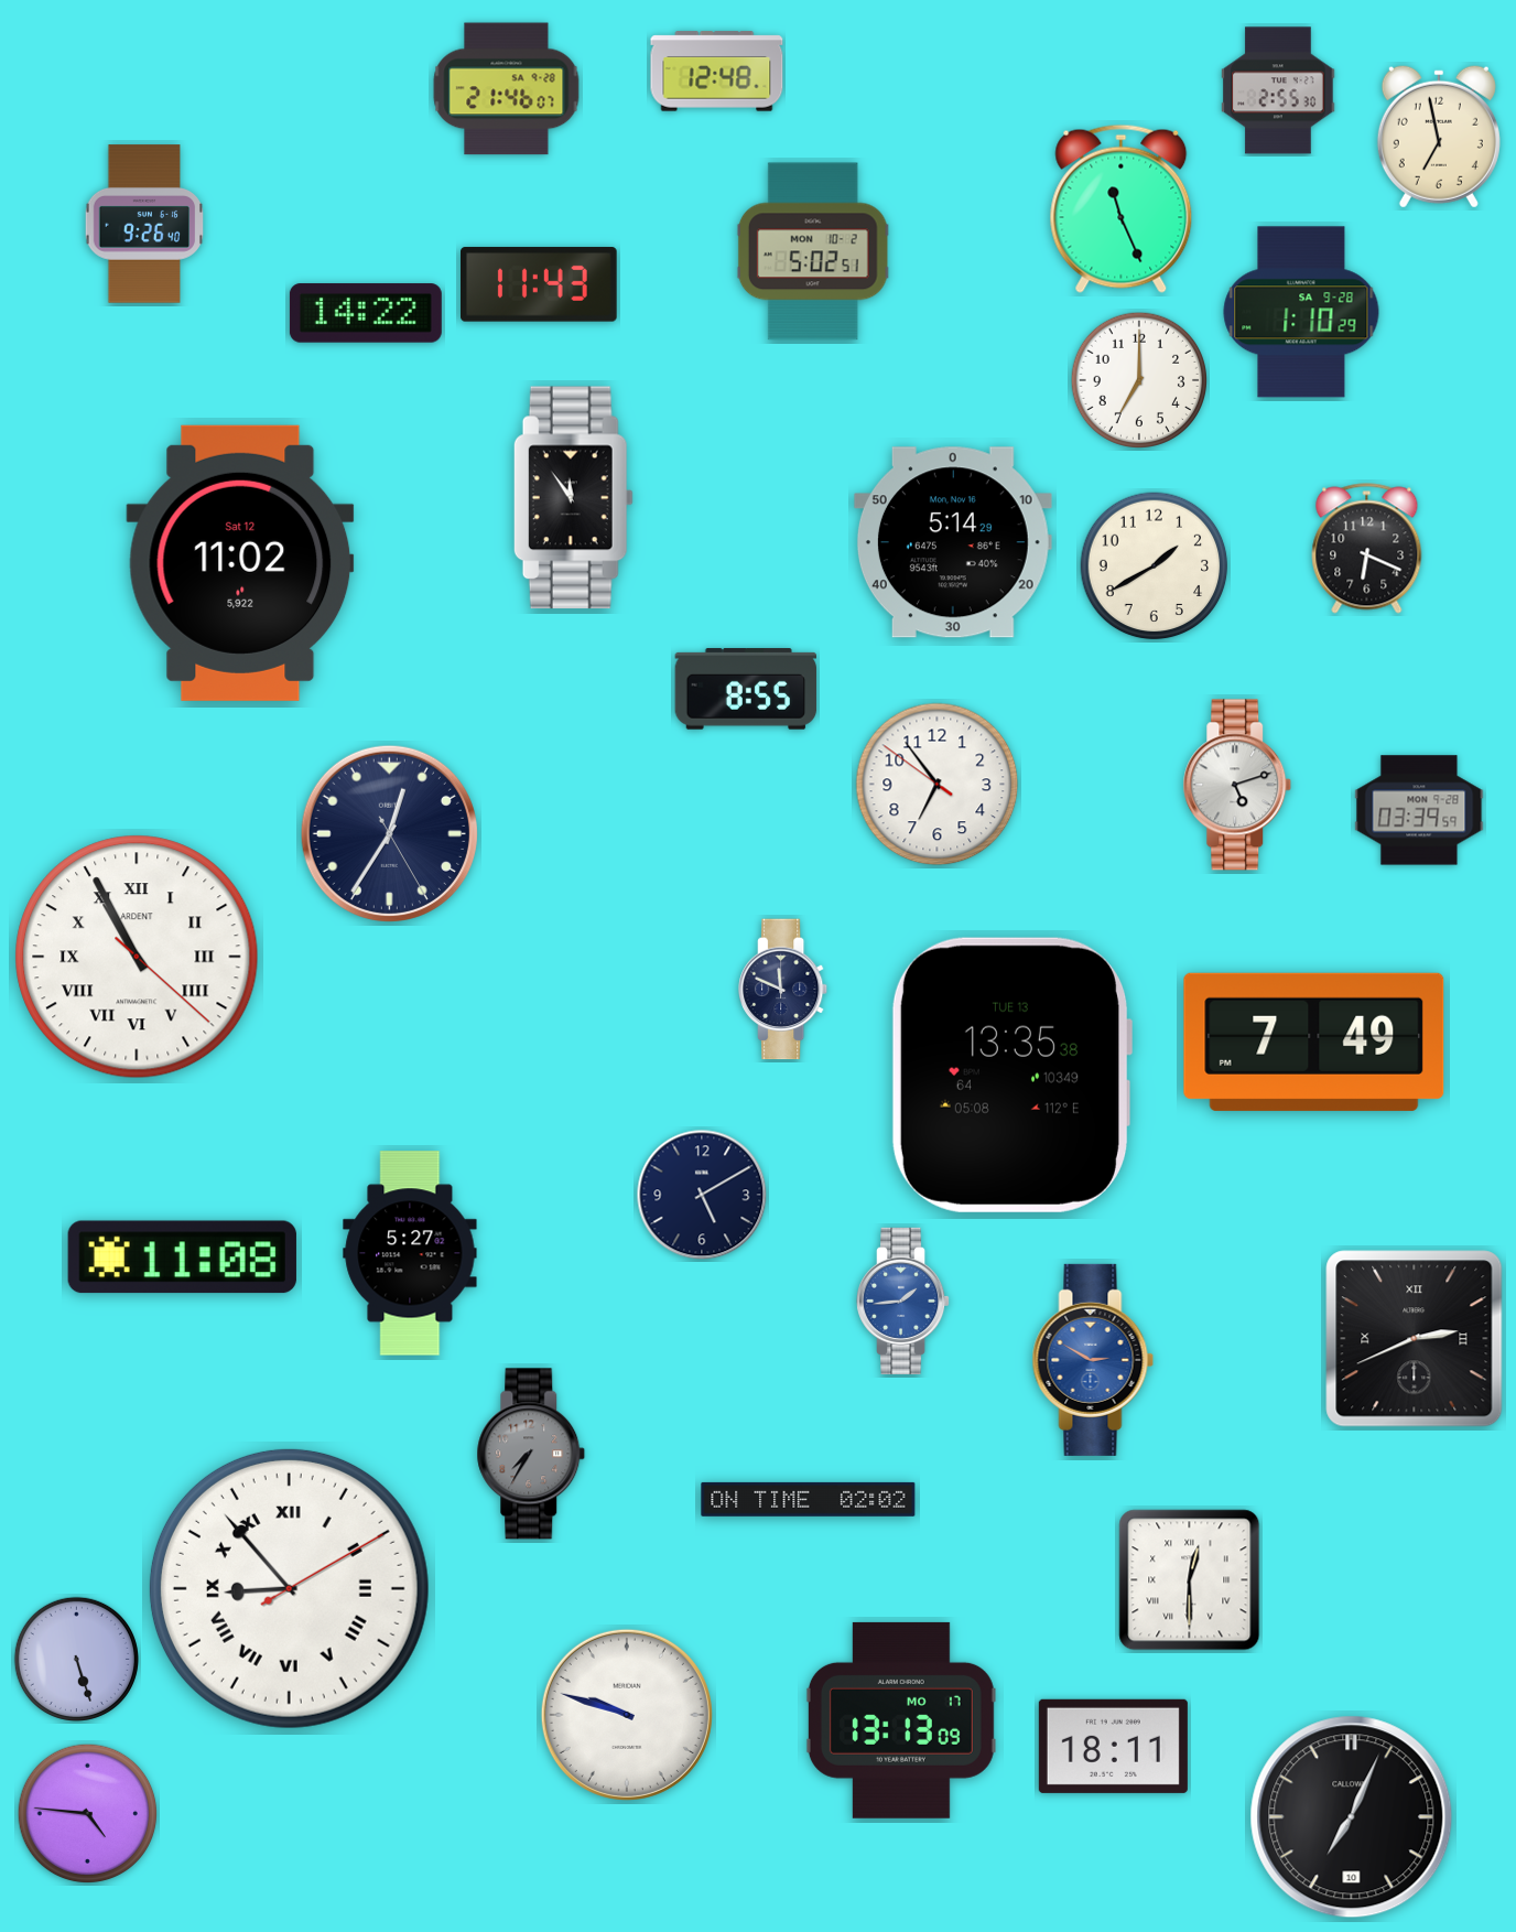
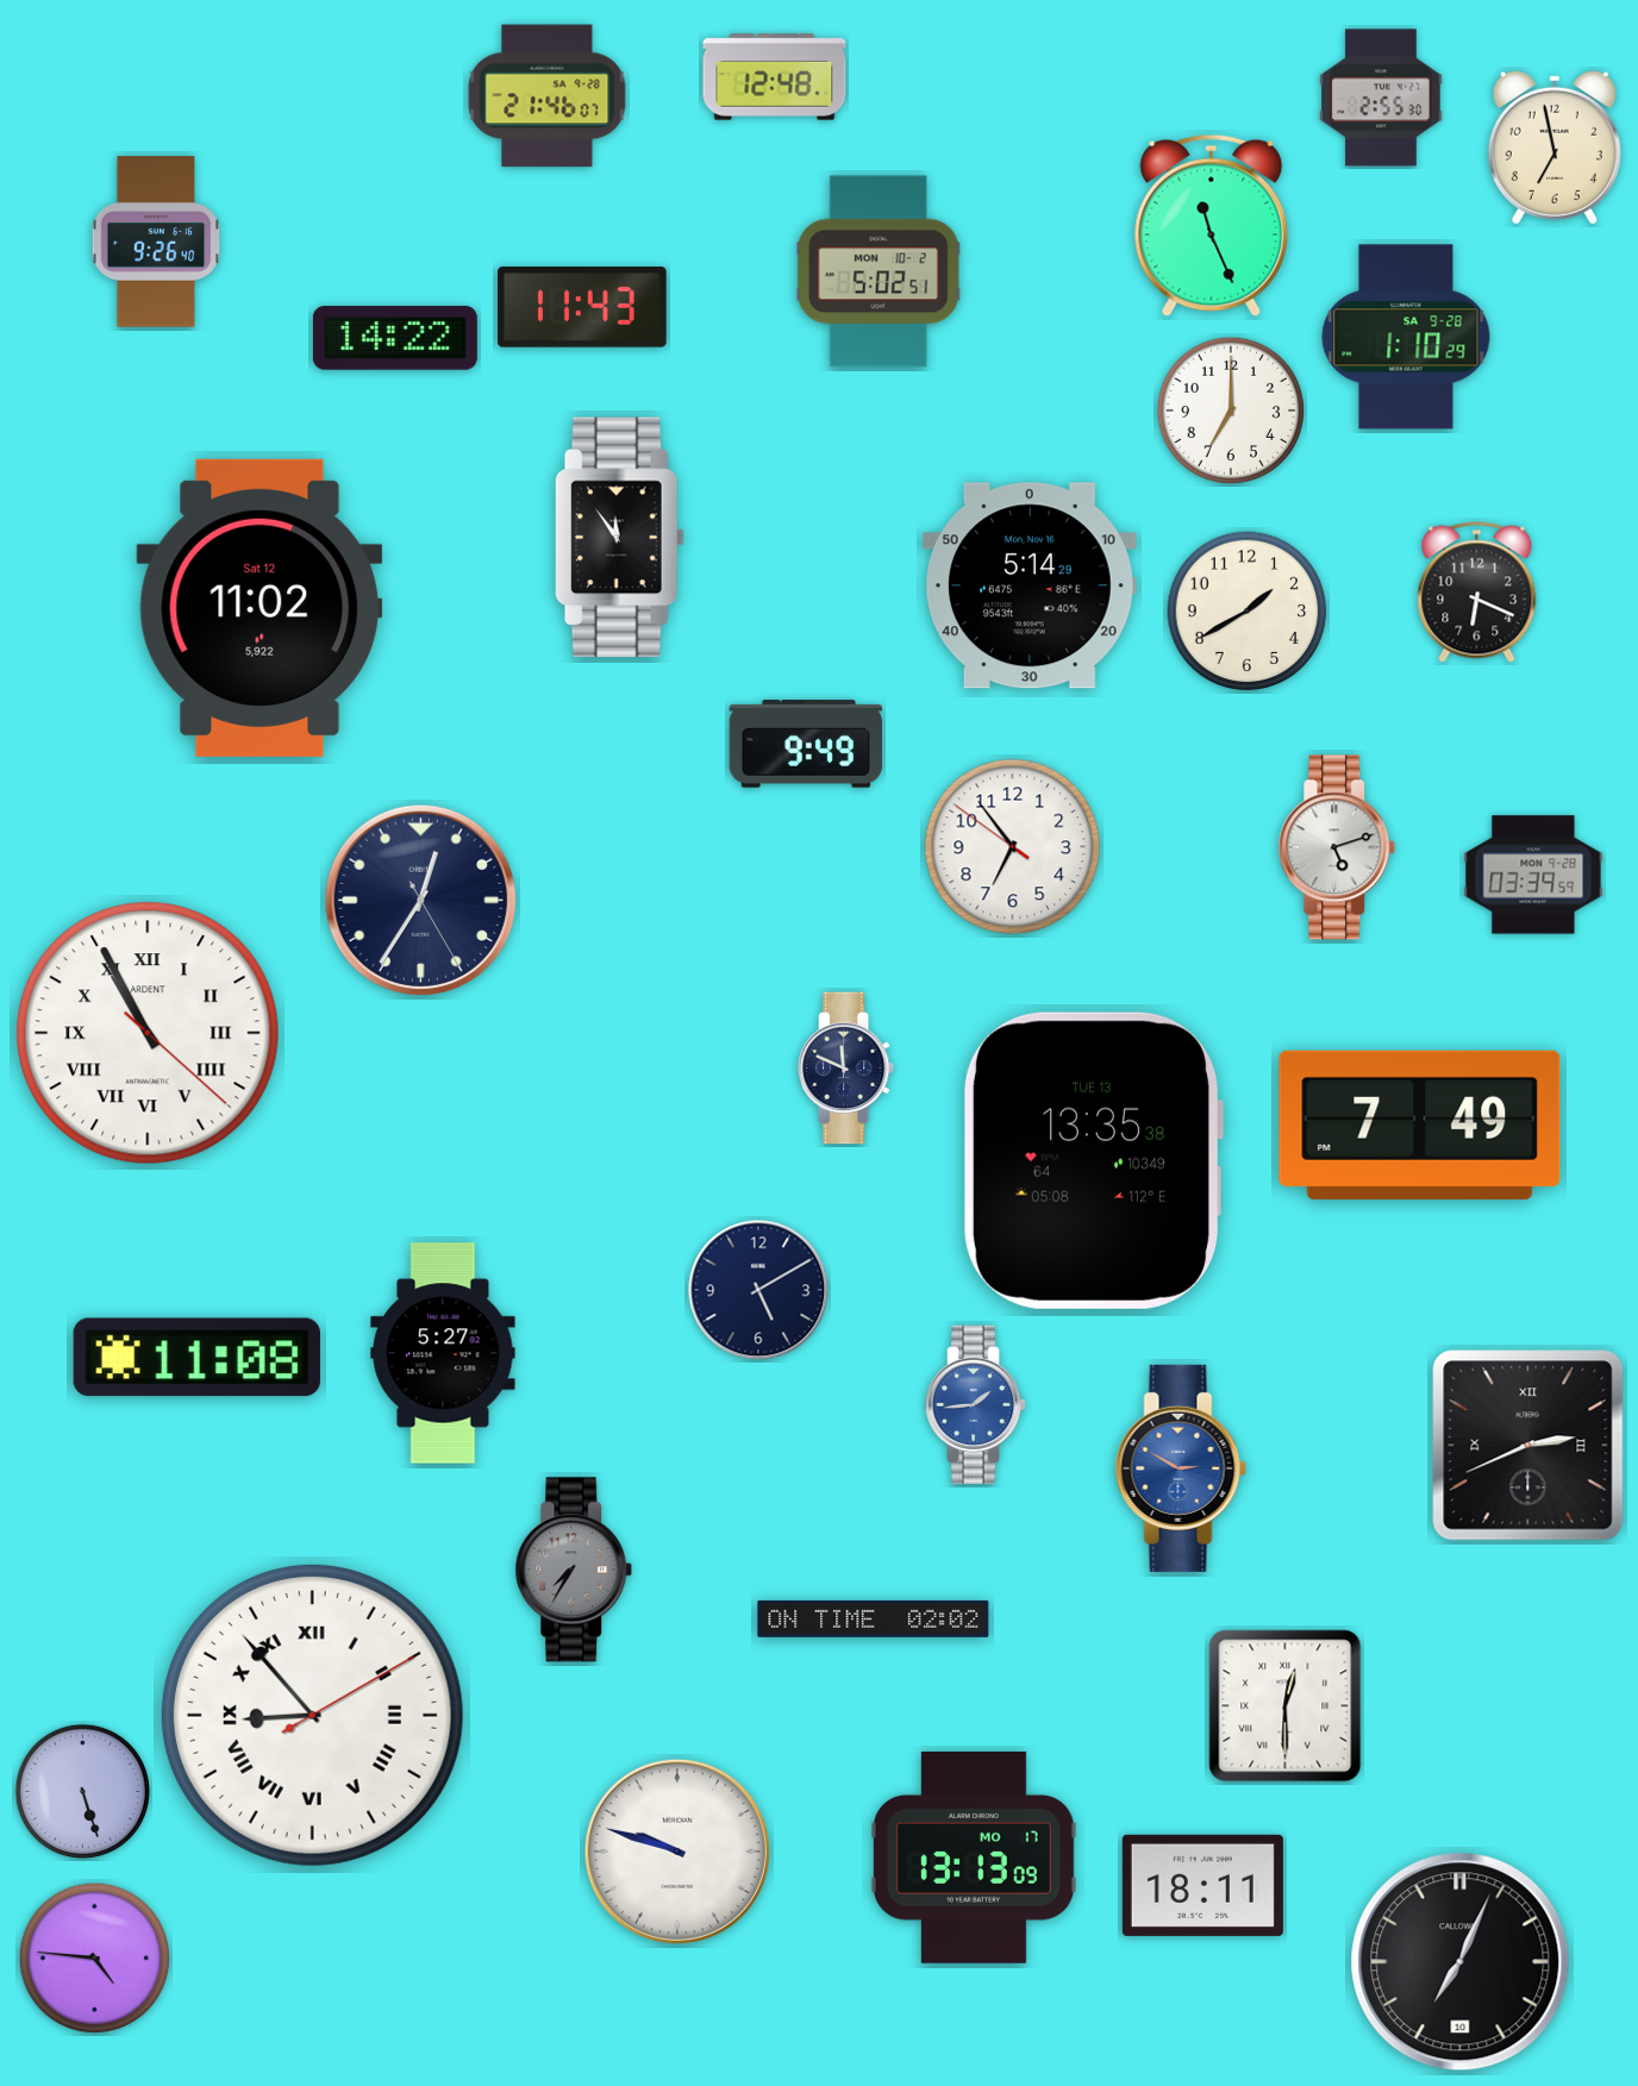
clock at (746, 689): 8:55 -> 9:49
